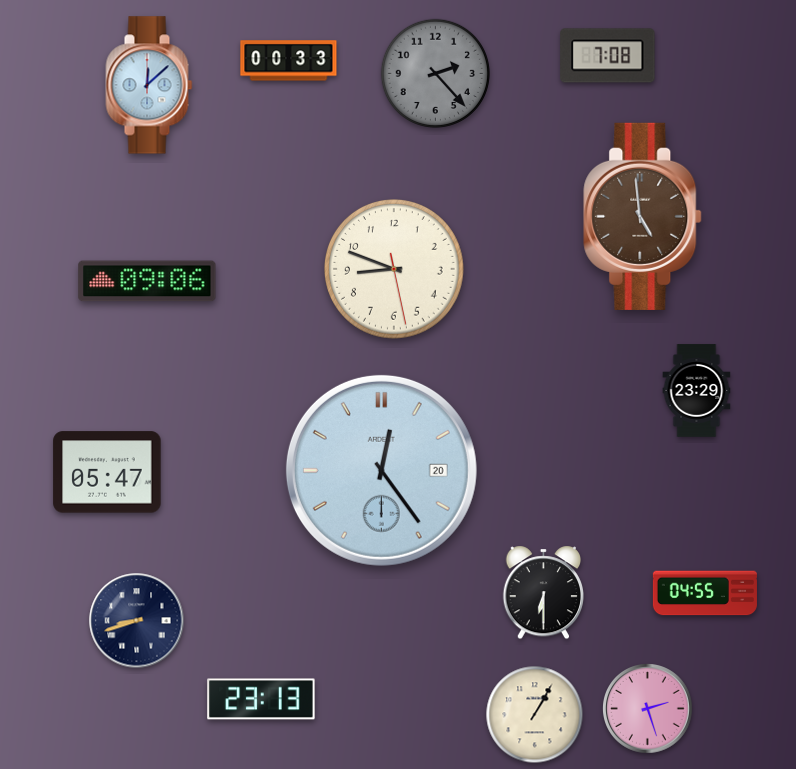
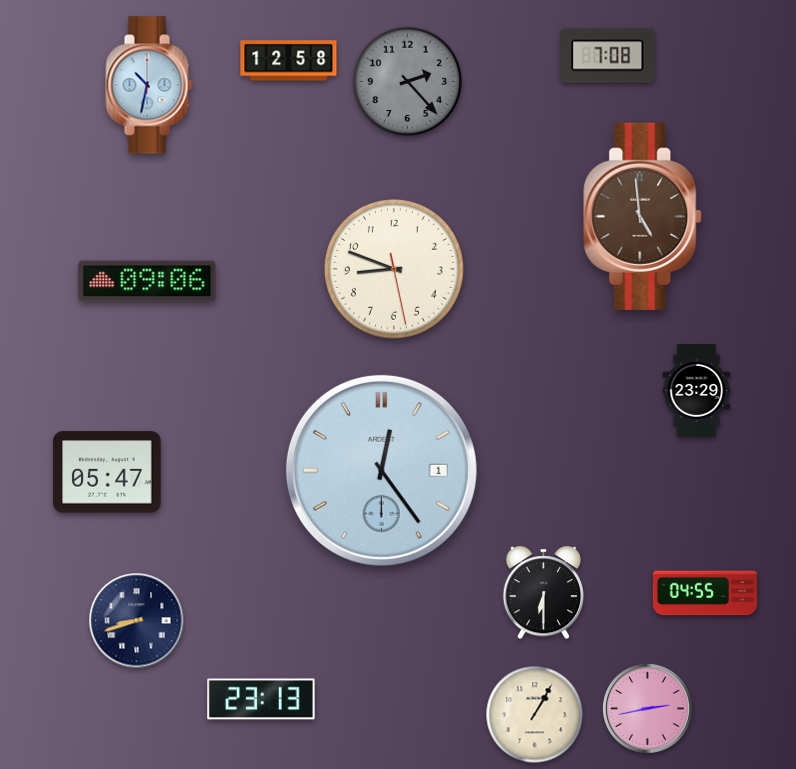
clock at (289, 61): 00:33 -> 12:58
clock at (435, 73) position: (435, 73) -> (407, 81)
clock at (149, 85): 12:08 -> 10:32
clock at (381, 470) date: 20 -> 1
clock at (648, 709): 2:27 -> 2:43
